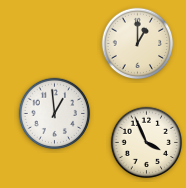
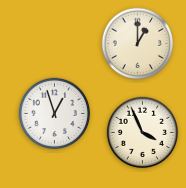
clock at (55, 114): 12:59 -> 12:57
clock at (147, 143) position: (147, 143) -> (143, 133)
